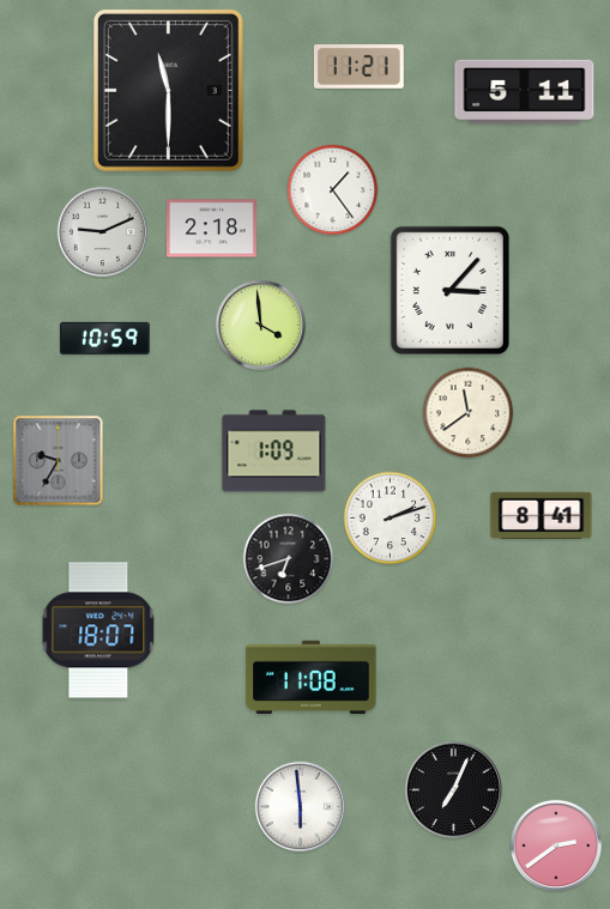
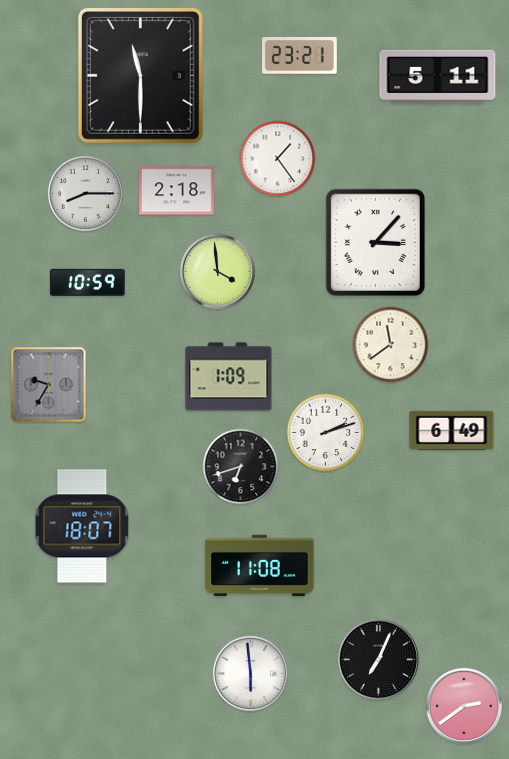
clock at (358, 67): 11:21 -> 23:21
clock at (102, 231): 9:11 -> 8:15
clock at (542, 515): 8:41 -> 6:49
